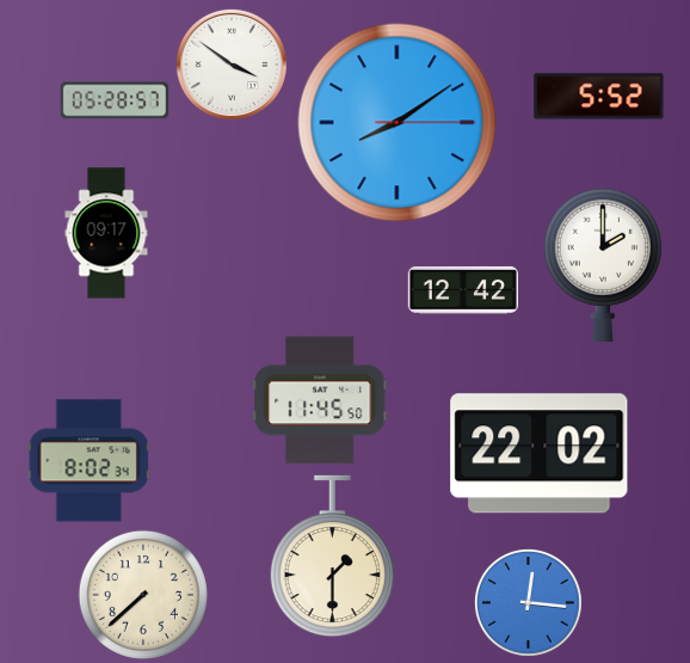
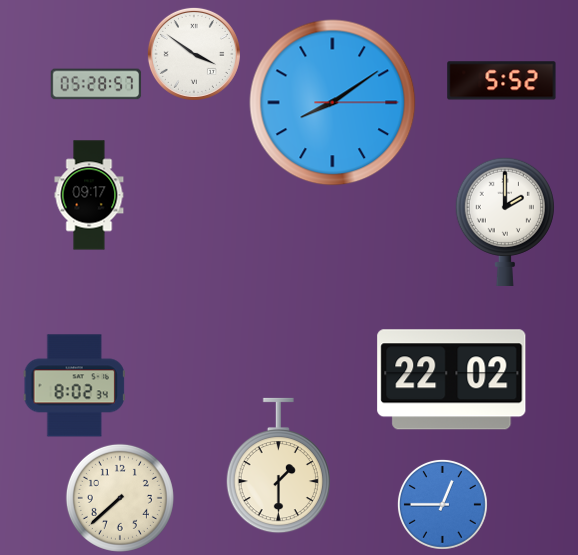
clock at (463, 290): 12:42 -> none
clock at (320, 400): 11:45 -> none
clock at (528, 602): 12:16 -> 12:45
